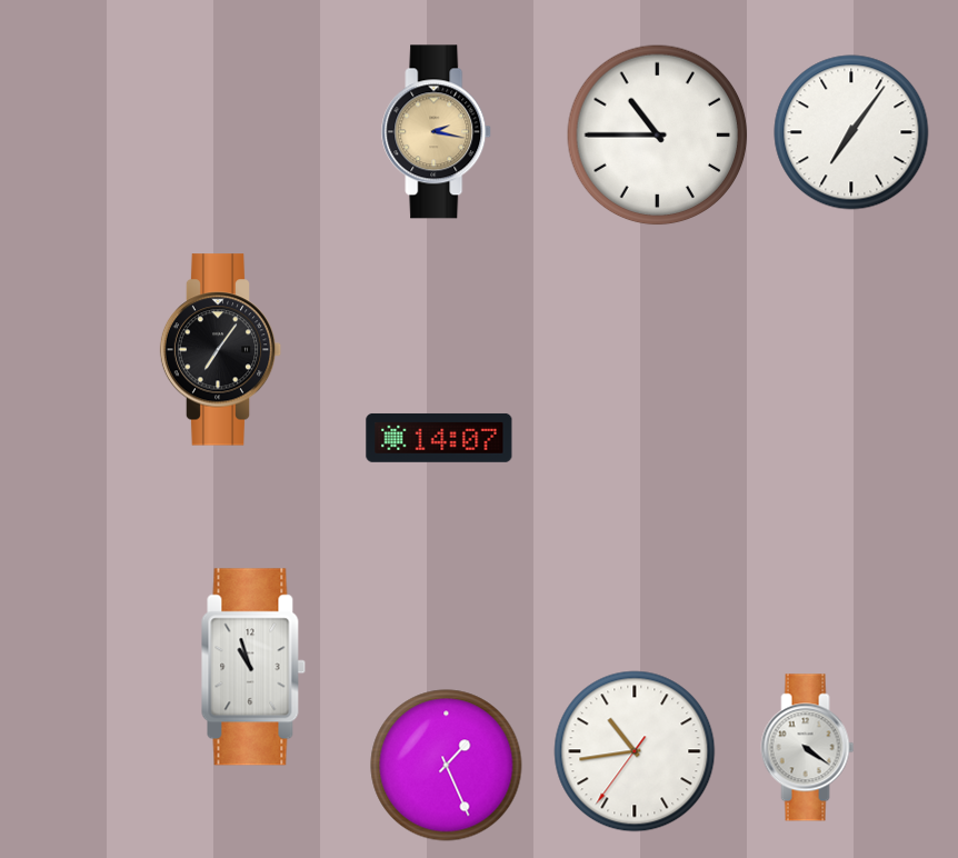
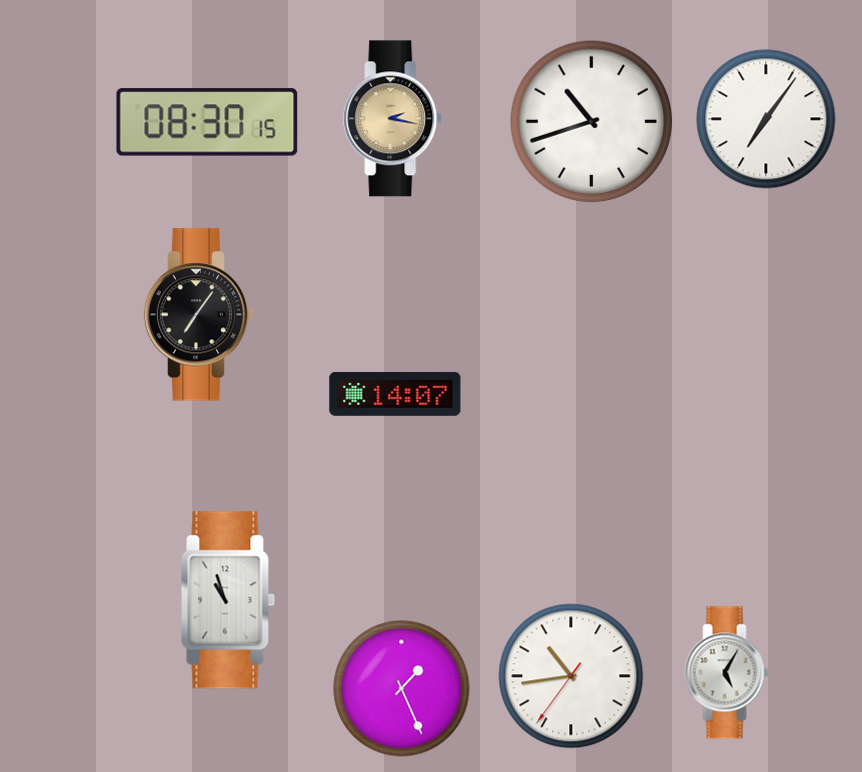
clock at (207, 122): none -> 08:30
clock at (658, 136): 10:45 -> 10:42
clock at (808, 748): 4:21 -> 5:05
